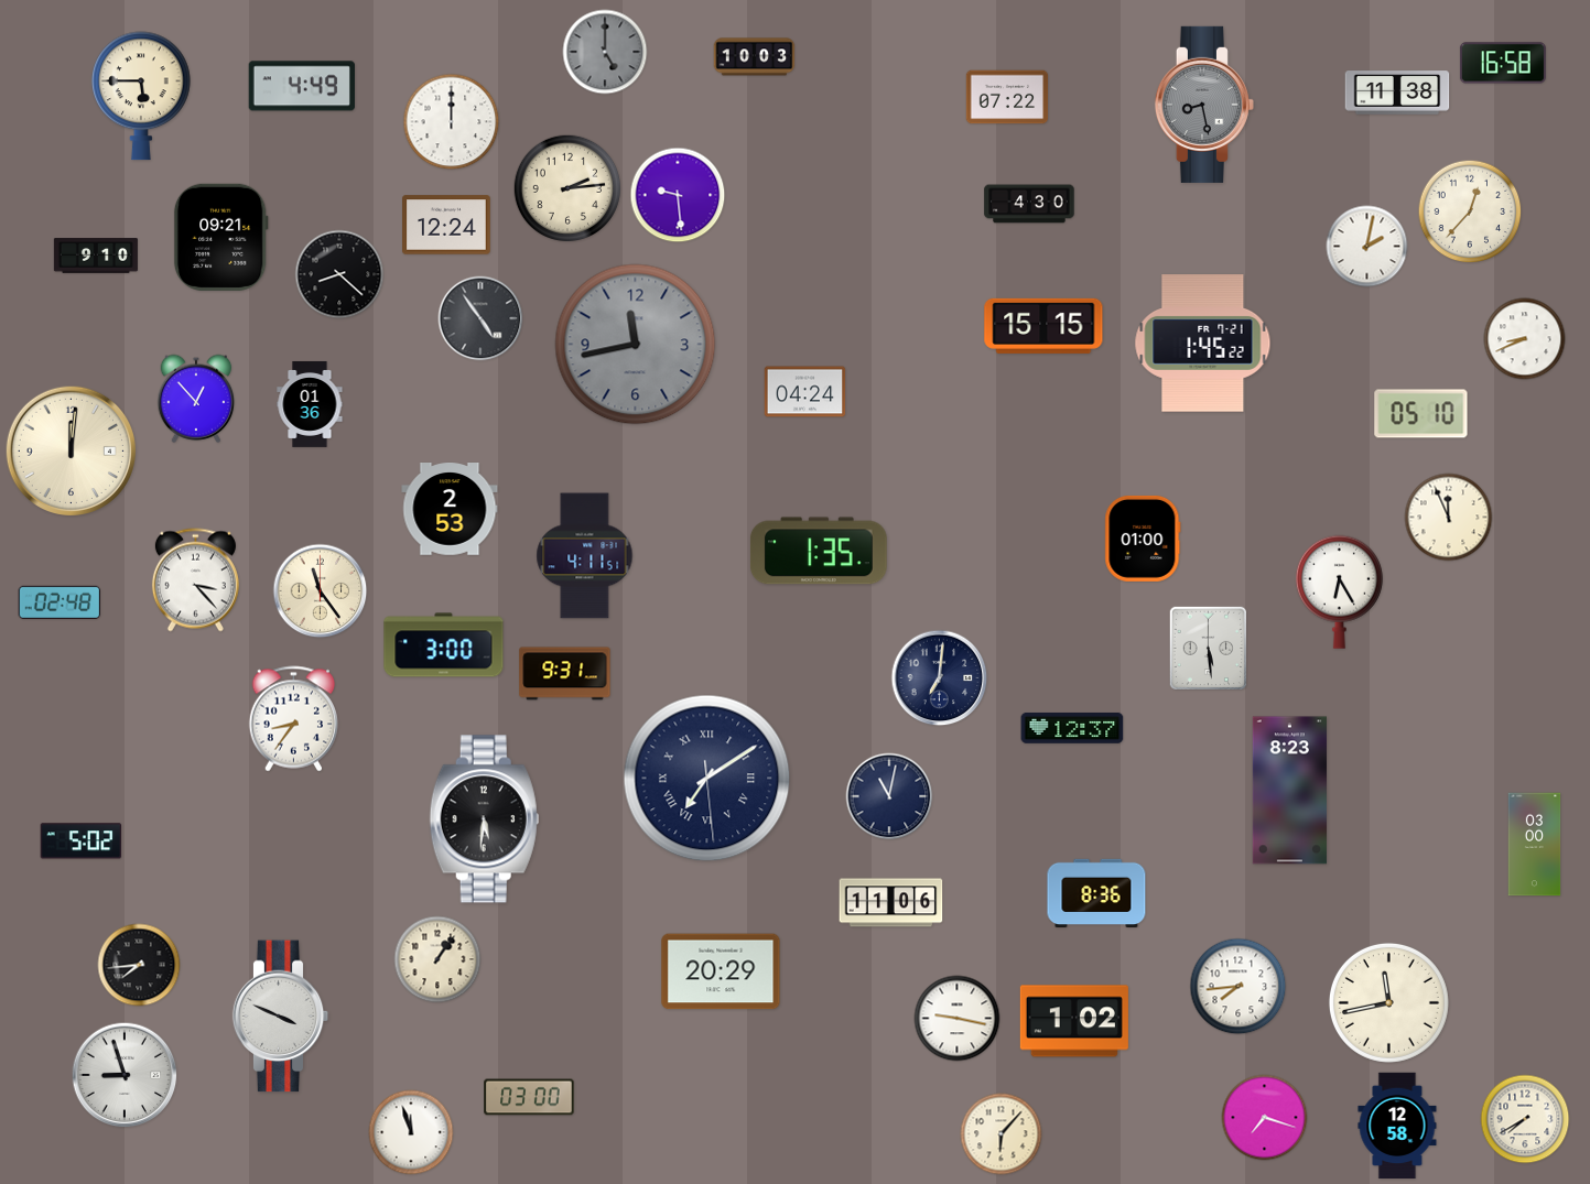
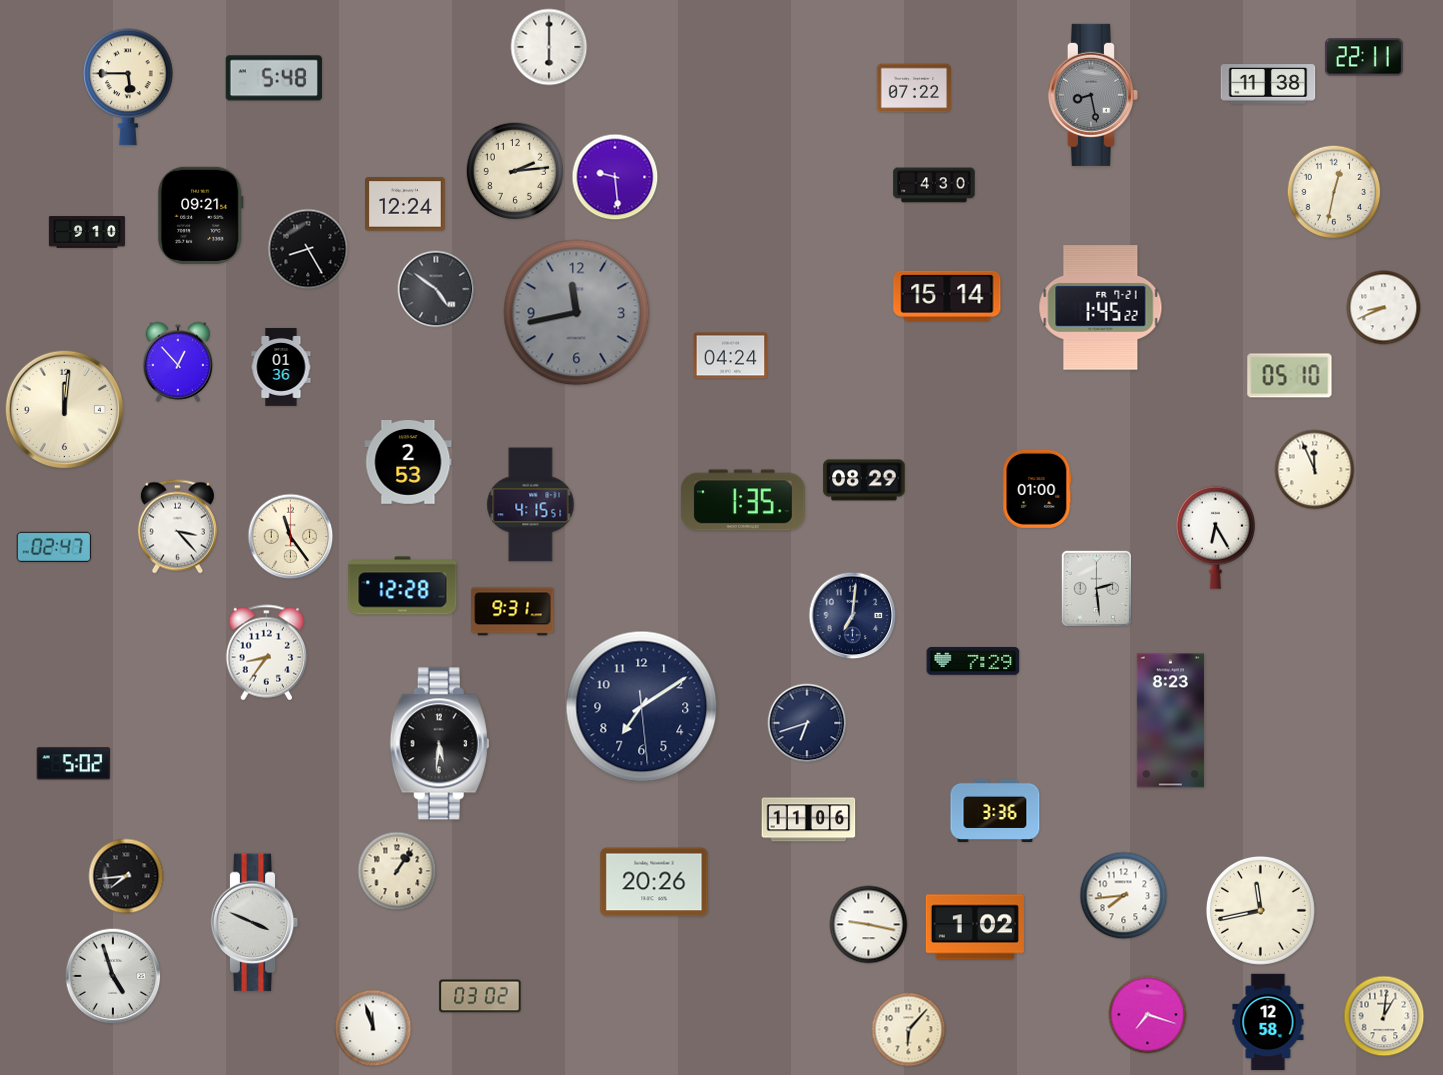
clock at (605, 52): 5:00 -> 6:00
clock at (605, 52) dial: grey -> white
clock at (755, 57): 10:03 -> none
clock at (1503, 63): 16:58 -> 22:11
clock at (302, 86): 4:49 -> 5:48
clock at (452, 122): 12:00 -> none
clock at (1470, 211): 12:37 -> 12:32
clock at (1367, 247): 2:02 -> none
clock at (339, 274): 8:22 -> 8:25
clock at (480, 318): 4:54 -> 4:51
clock at (1043, 326): 15:15 -> 15:14
clock at (1203, 344) position: (1203, 344) -> (1101, 308)
clock at (864, 480): none -> 08:29
clock at (585, 556): 4:11 -> 4:15
clock at (58, 602): 02:48 -> 02:47
clock at (444, 645): 3:00 -> 12:28
clock at (1208, 648): 5:29 -> 2:29
clock at (1072, 728): 12:37 -> 7:29
clock at (707, 779) numerals: Roman -> Arabic
clock at (1289, 791) position: (1289, 791) -> (1170, 721)
clock at (889, 796): 11:02 -> 6:42
clock at (1535, 845): 03:00 -> none
clock at (1096, 892): 8:36 -> 3:36
clock at (721, 971): 20:29 -> 20:26
clock at (125, 1075): 8:57 -> 4:57
clock at (529, 1097): 03:00 -> 03:02
clock at (1525, 1119): 7:40 -> 1:01
